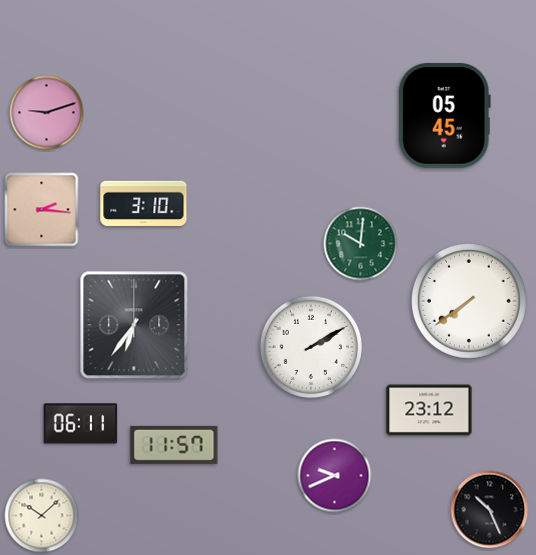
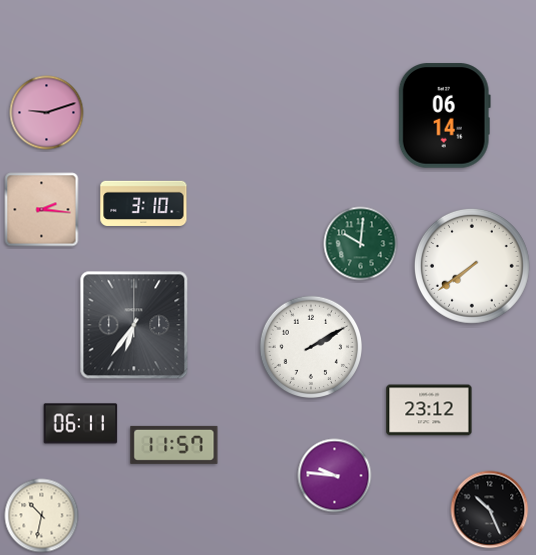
clock at (444, 116): 05:45 -> 06:14
clock at (469, 301) position: (469, 301) -> (472, 266)
clock at (335, 476): 9:41 -> 9:46
clock at (42, 516): 10:08 -> 10:32
